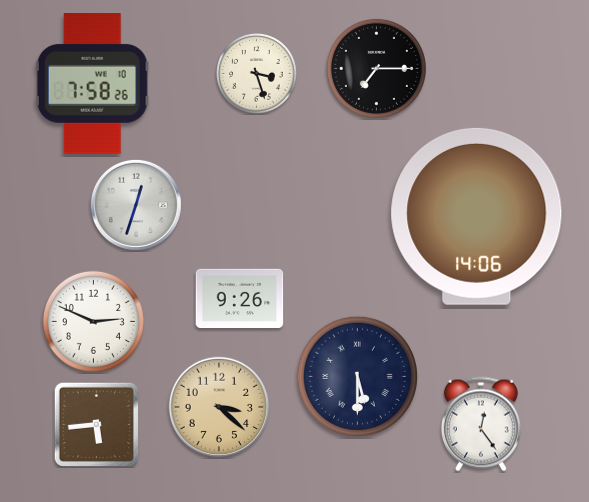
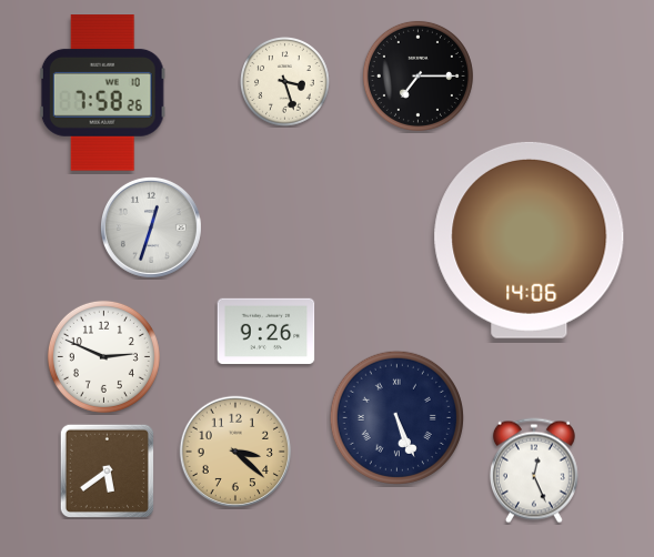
clock at (357, 376): 5:30 -> 5:26
clock at (218, 406) position: (218, 406) -> (234, 450)
clock at (96, 424): 5:44 -> 5:39
clock at (481, 424): 12:24 -> 12:26
